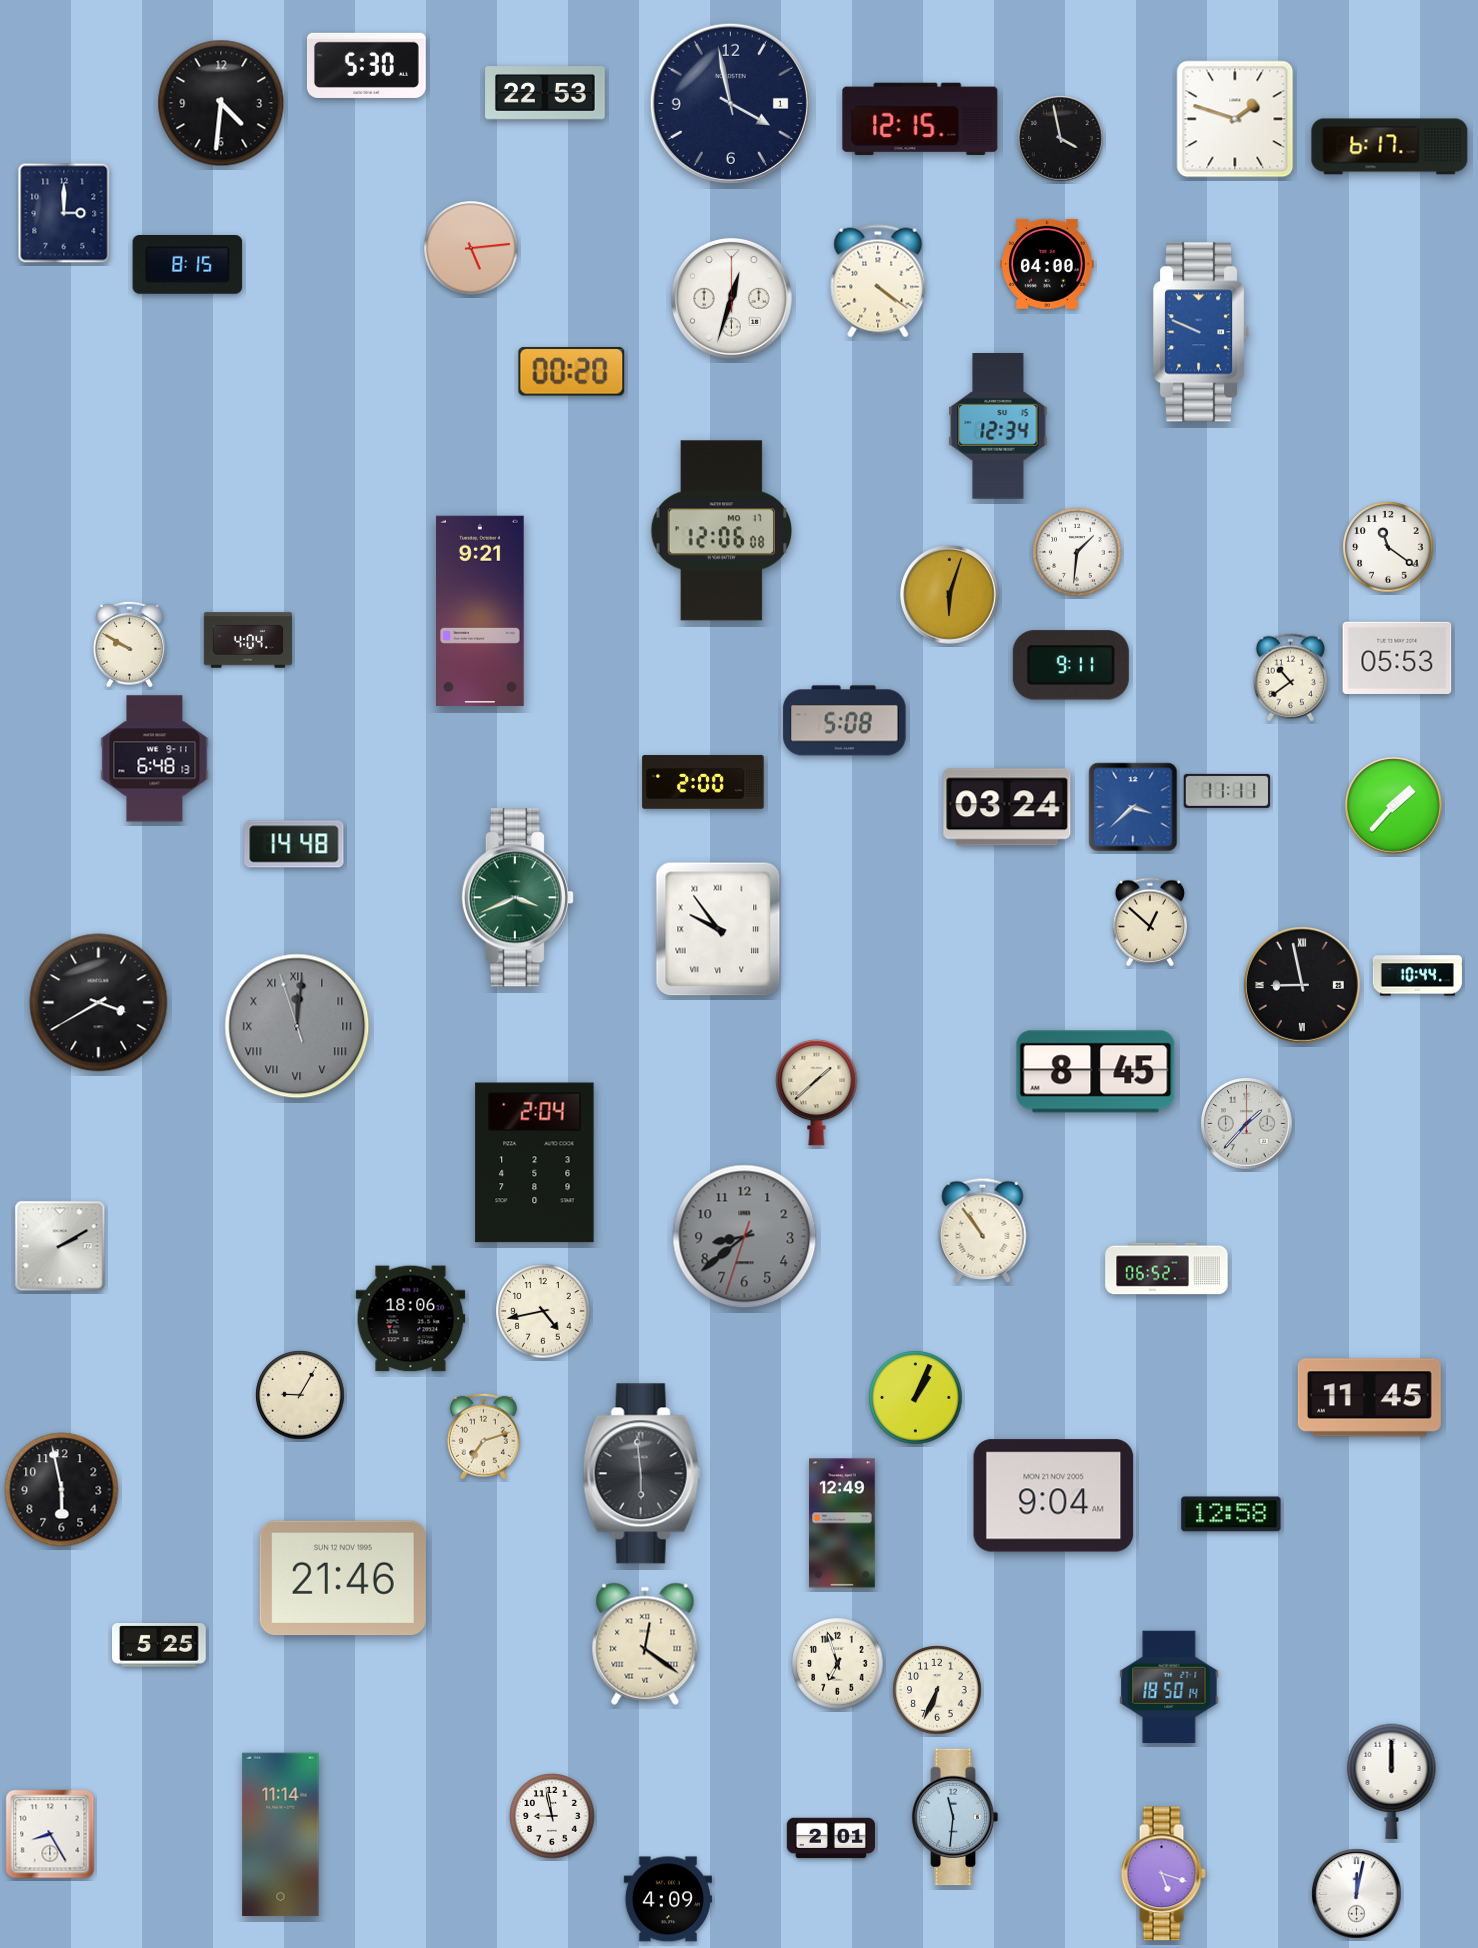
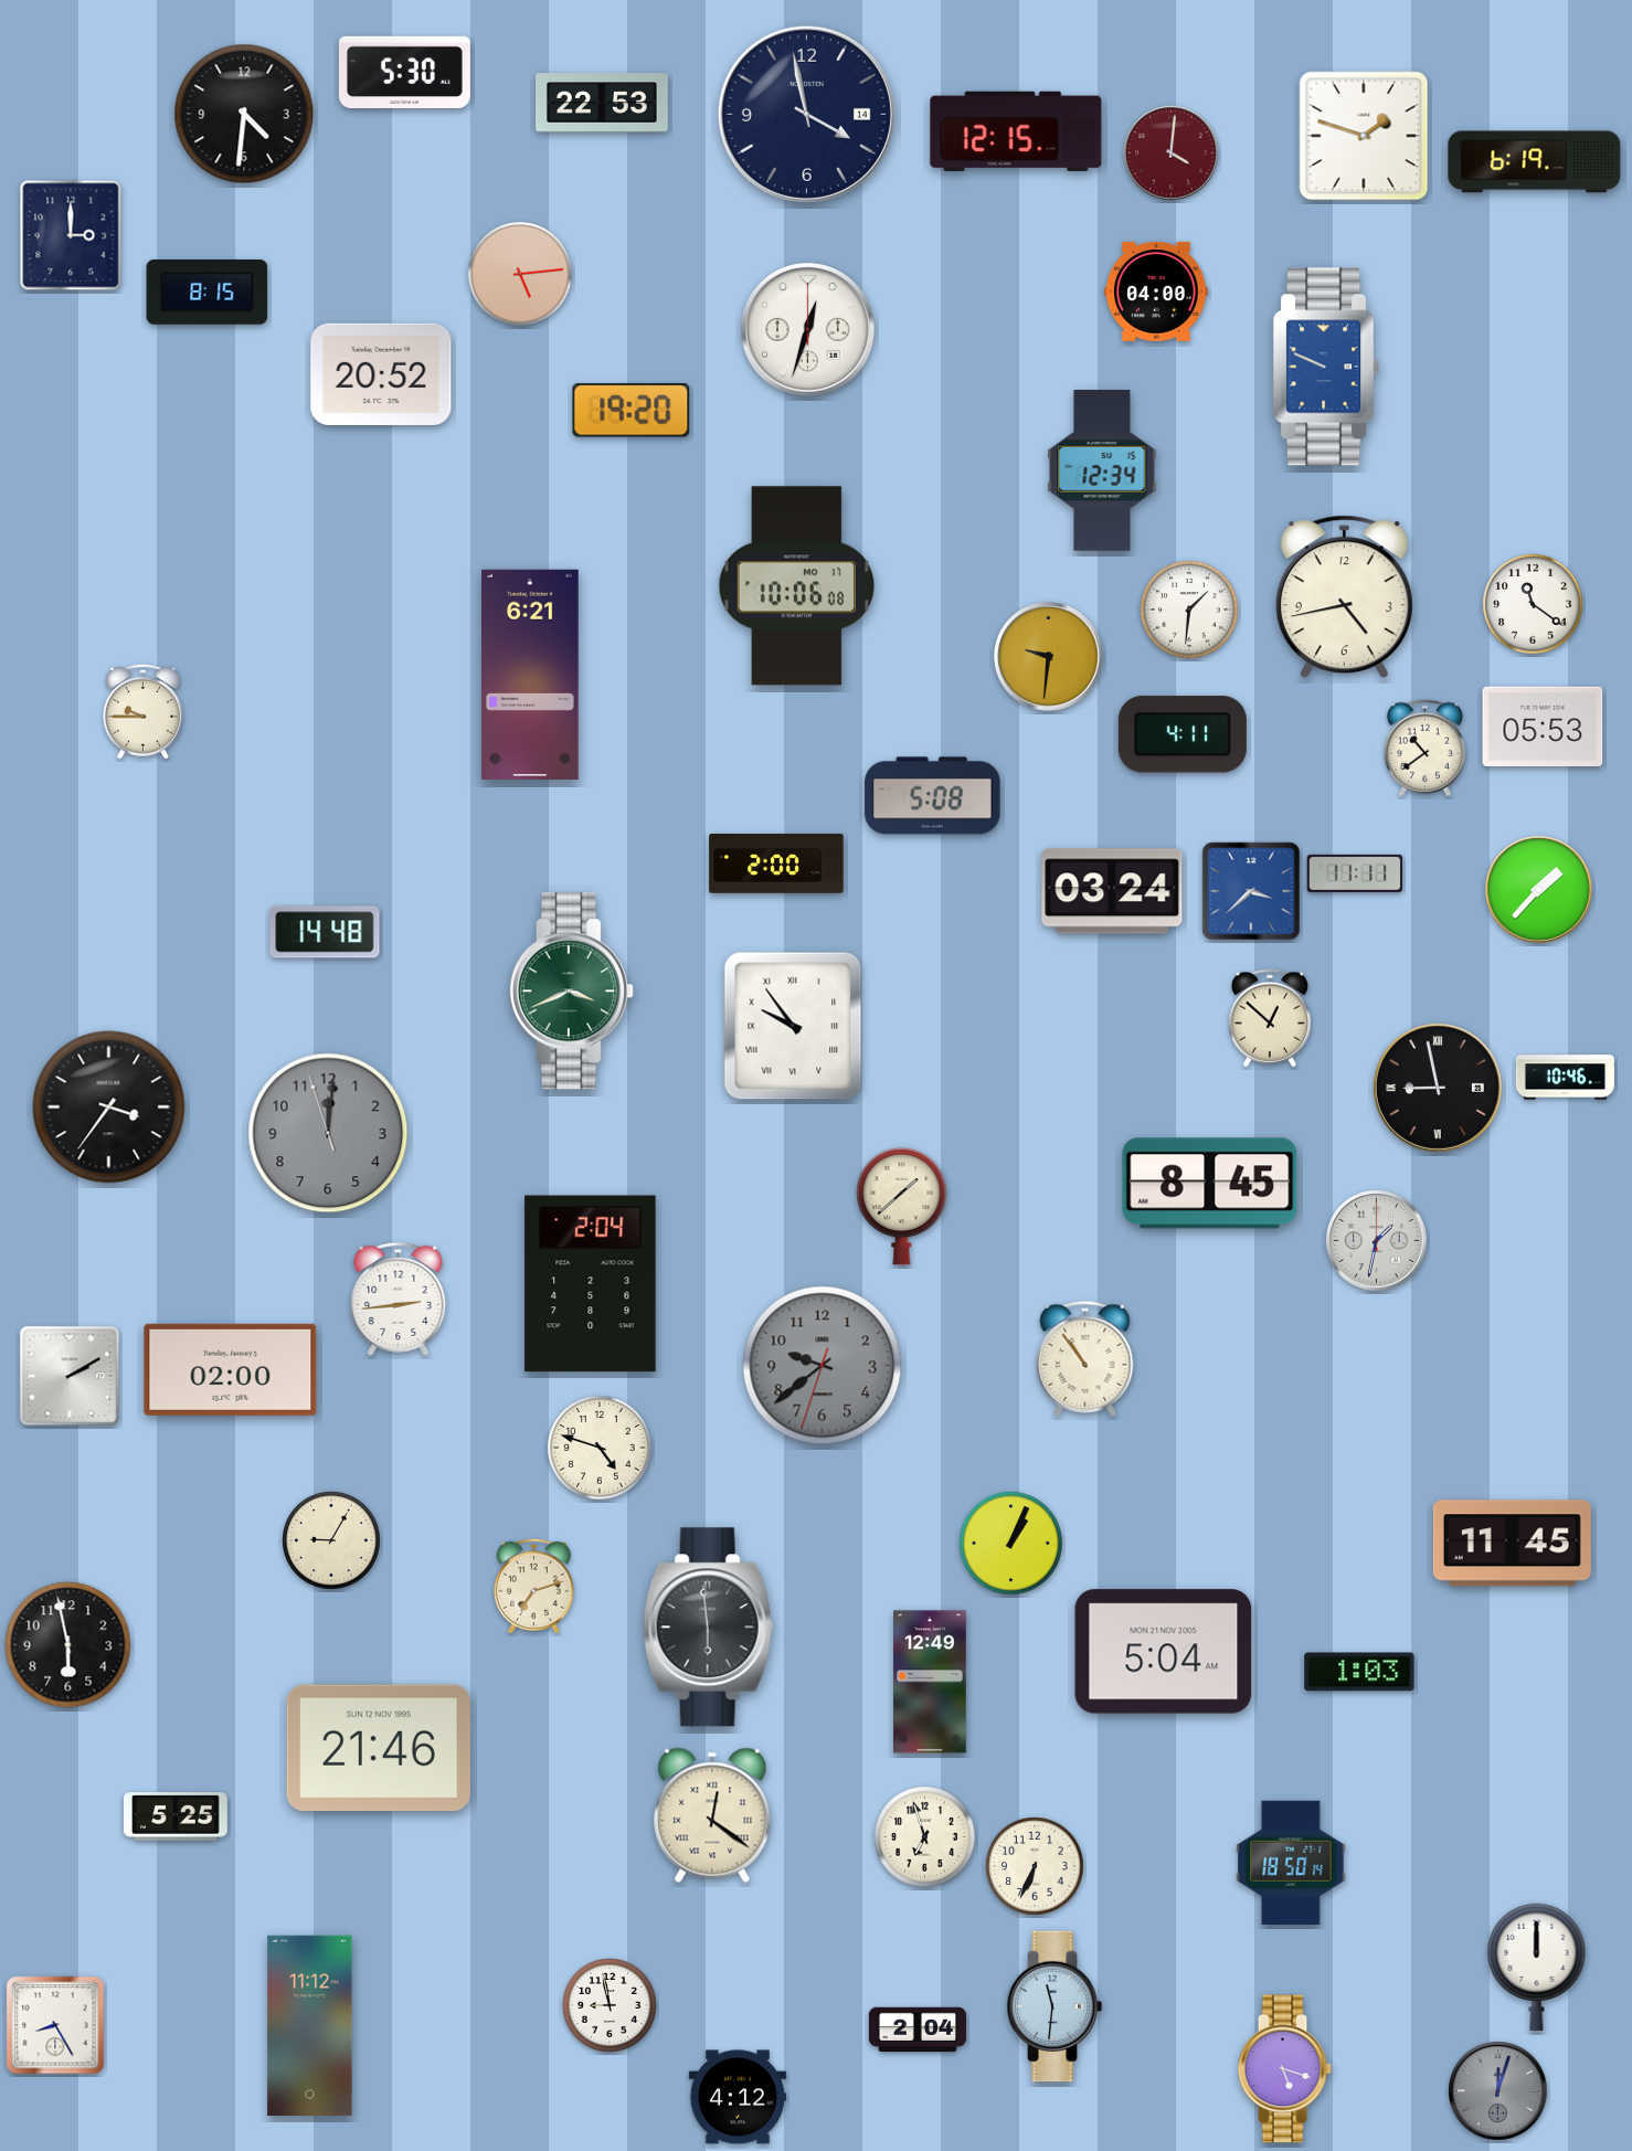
clock at (730, 103) date: 1 -> 14
clock at (1235, 119) position: (1235, 119) -> (1364, 136)
clock at (1061, 139): 3:58 -> 4:01
clock at (1061, 139) dial: black -> burgundy
clock at (1390, 147): 6:17 -> 6:19
clock at (878, 281): 4:21 -> none
clock at (381, 374): none -> 20:52
clock at (572, 372): 00:20 -> 19:20
clock at (722, 531): 12:06 -> 10:06
clock at (1344, 597): none -> 4:43
clock at (950, 595): 6:03 -> 9:31
clock at (480, 611): 9:21 -> 6:21
clock at (247, 640): 4:04 -> none
clock at (129, 644): 9:50 -> 9:45
clock at (1071, 665): 9:11 -> 4:11
clock at (155, 759): 6:48 -> none
clock at (1417, 976): 10:44 -> 10:46
clock at (99, 1003): 3:40 -> 3:36
clock at (297, 1026) numerals: Roman -> Arabic
clock at (1247, 1124): 1:37 -> 1:32
clock at (399, 1299): none -> 2:44
clock at (745, 1237): 8:38 -> 9:38
clock at (231, 1369): none -> 02:00
clock at (60, 1246) position: (60, 1246) -> (70, 1376)
clock at (1167, 1269): 06:52 -> none
clock at (543, 1311): 4:43 -> 4:48
clock at (411, 1319): 18:06 -> none
clock at (1054, 1496): 9:04 -> 5:04
clock at (1231, 1514): 12:58 -> 1:03
clock at (343, 1578) position: (343, 1578) -> (379, 1748)
clock at (281, 1835): 11:14 -> 11:12
clock at (830, 1838): 2:01 -> 2:04
clock at (1357, 1894): 12:02 -> 12:03
clock at (1357, 1894) dial: white -> grey
clock at (668, 1899): 4:09 -> 4:12
